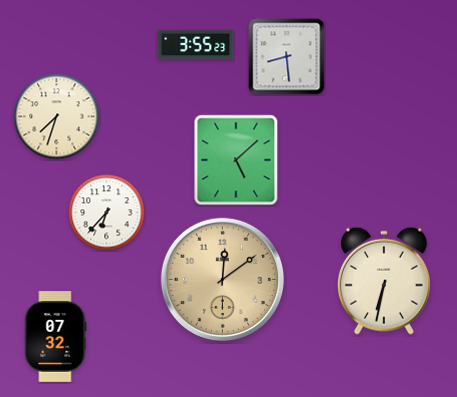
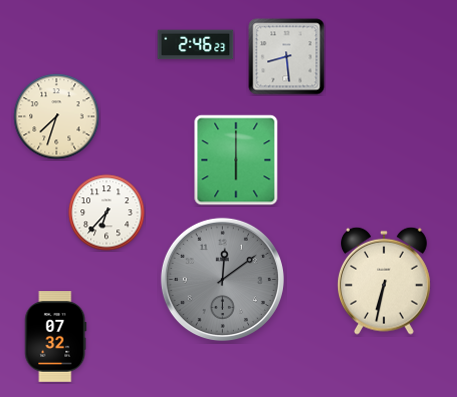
clock at (196, 45): 3:55 -> 2:46
clock at (236, 160): 5:08 -> 6:00
clock at (222, 279) dial: champagne -> grey
